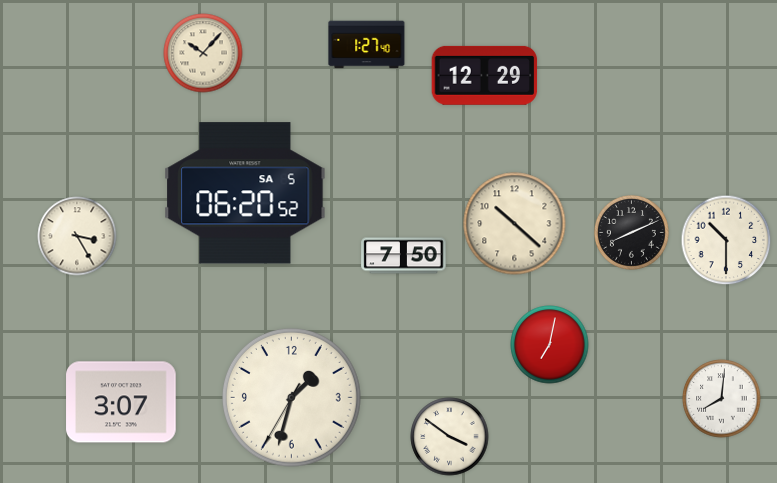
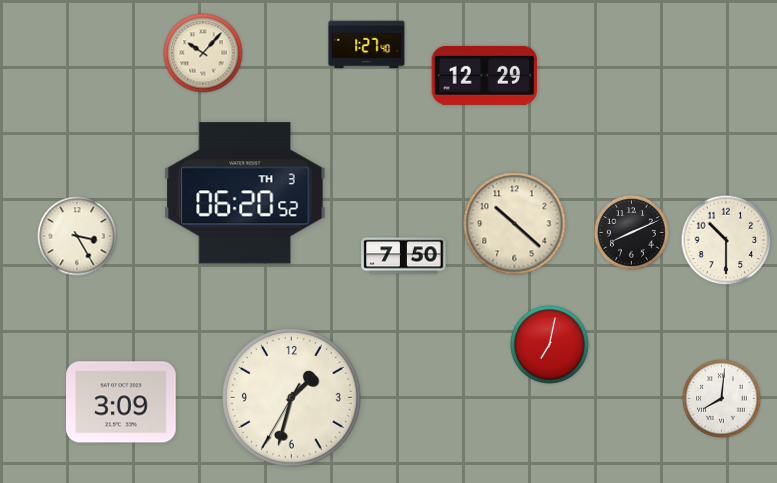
clock at (245, 193) date: SA 5 -> TH 3
clock at (121, 402): 3:07 -> 3:09
clock at (450, 437): 3:51 -> none
